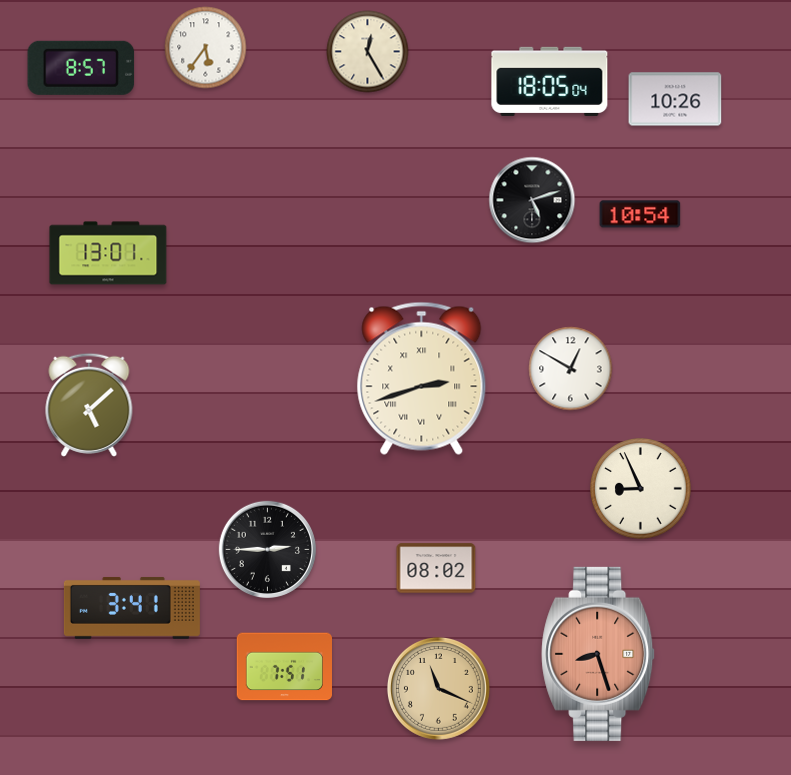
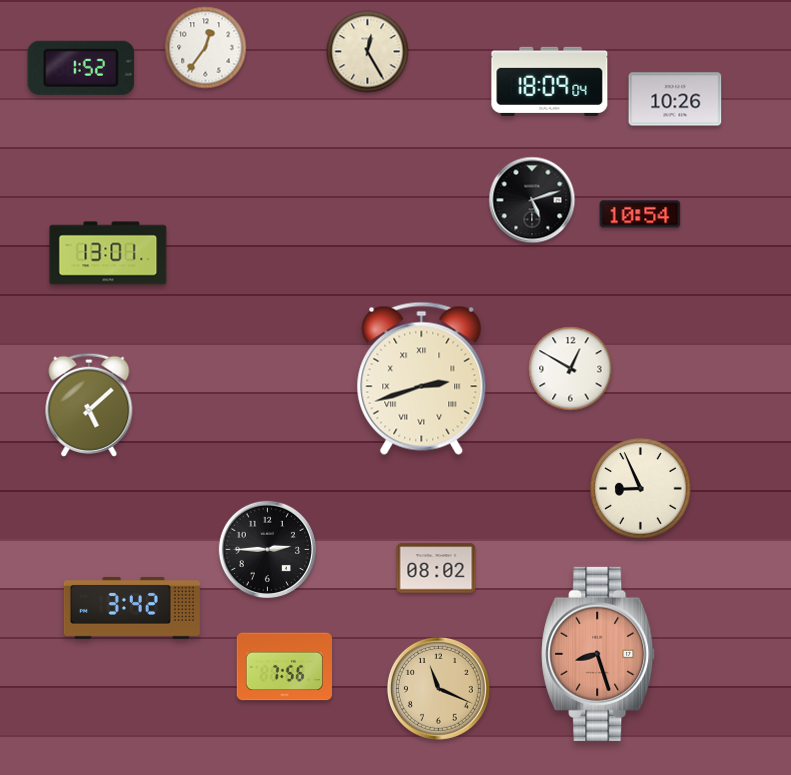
clock at (206, 48): 5:36 -> 12:36
clock at (81, 68): 8:57 -> 1:52
clock at (550, 81): 18:05 -> 18:09
clock at (132, 608): 3:41 -> 3:42
clock at (284, 667): 7:51 -> 7:56
